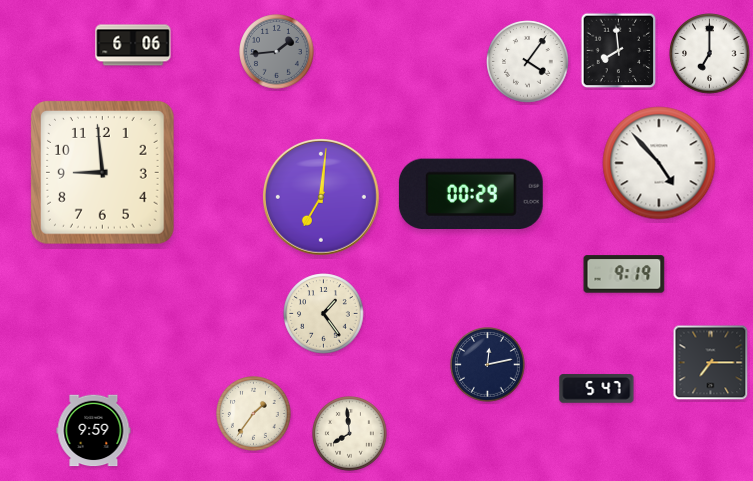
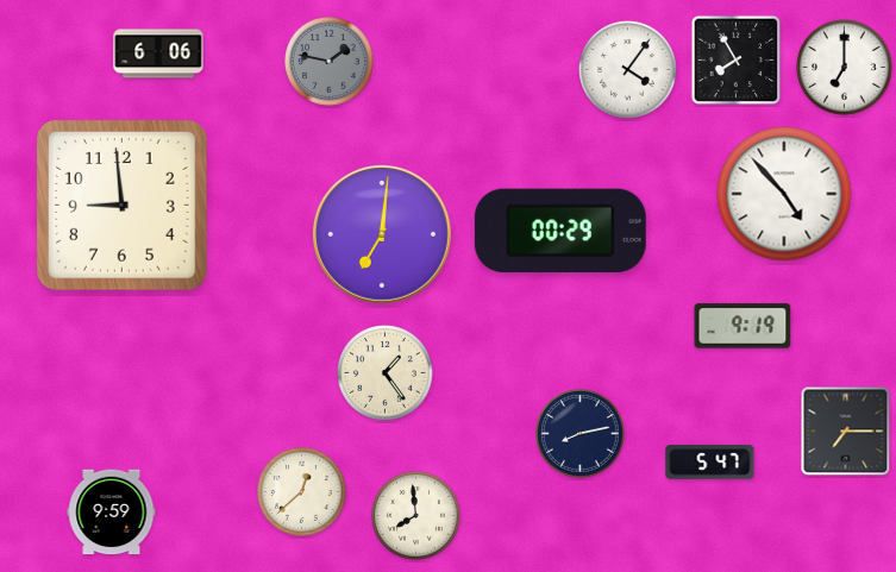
clock at (619, 51): 7:59 -> 7:55
clock at (277, 52): 1:44 -> 1:47
clock at (710, 54) position: (710, 54) -> (845, 68)
clock at (528, 62) position: (528, 62) -> (628, 70)
clock at (488, 365): 12:13 -> 8:13
clock at (254, 414): 1:36 -> 12:38
